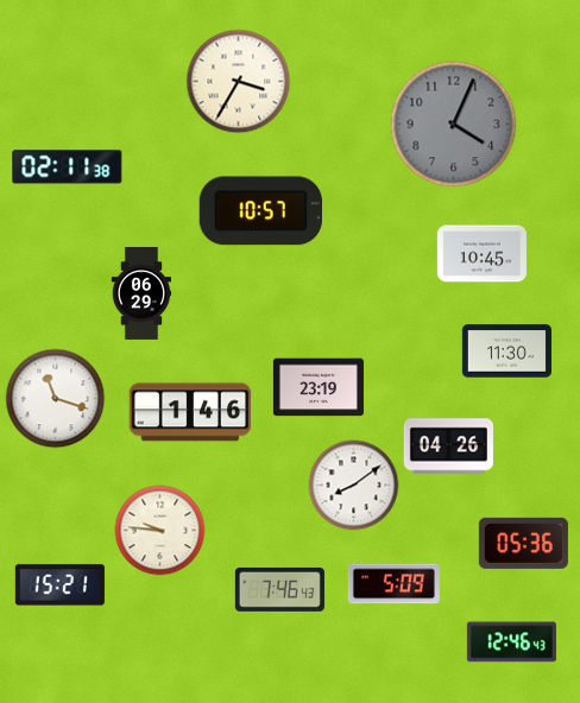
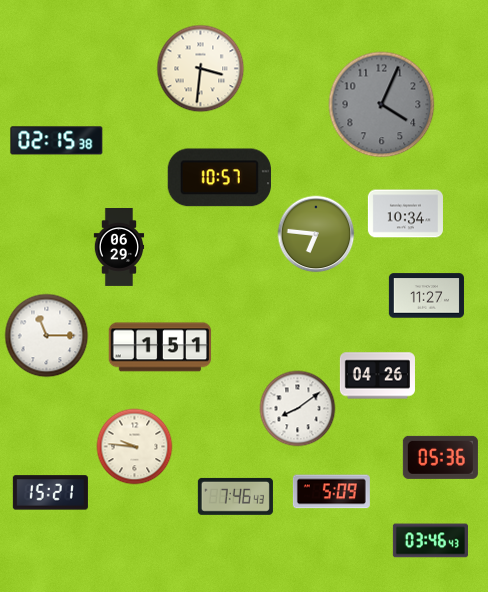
clock at (239, 82): 3:35 -> 3:31
clock at (68, 167): 02:11 -> 02:15
clock at (481, 254): 10:45 -> 10:34
clock at (316, 234): none -> 6:46
clock at (506, 351): 11:30 -> 11:27
clock at (319, 387): 23:19 -> none
clock at (56, 399): 11:18 -> 11:15
clock at (190, 412): 1:46 -> 1:51
clock at (511, 642): 12:46 -> 03:46
